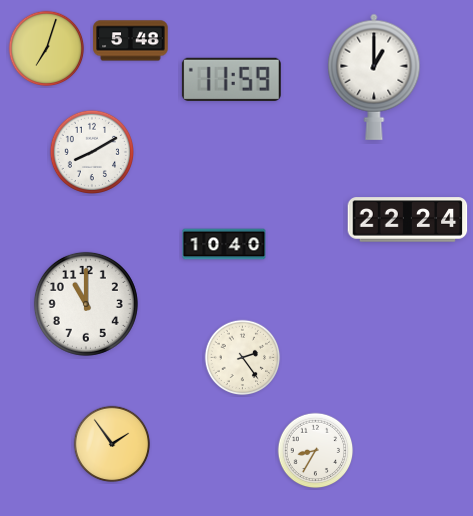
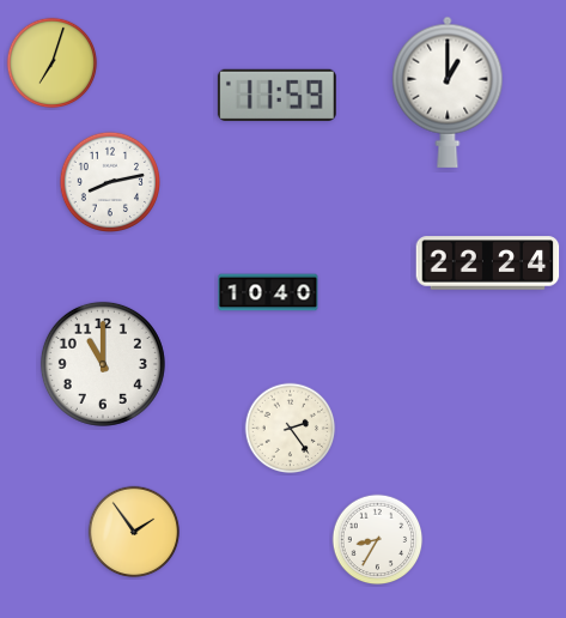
clock at (131, 41): 5:48 -> none
clock at (47, 49) position: (47, 49) -> (53, 63)
clock at (91, 151): 8:10 -> 8:13
